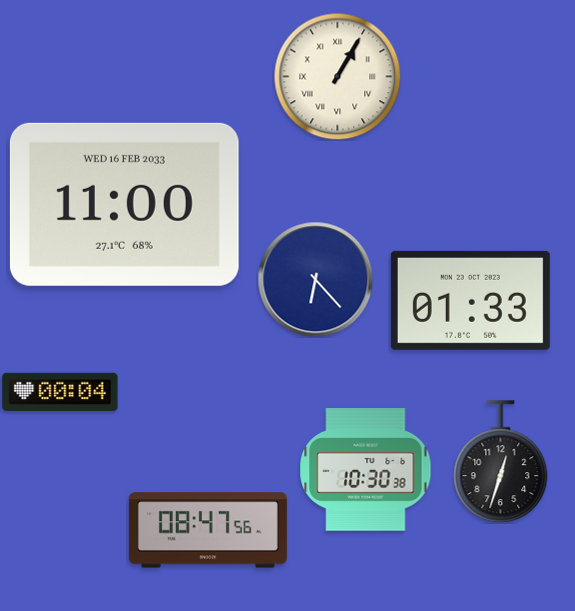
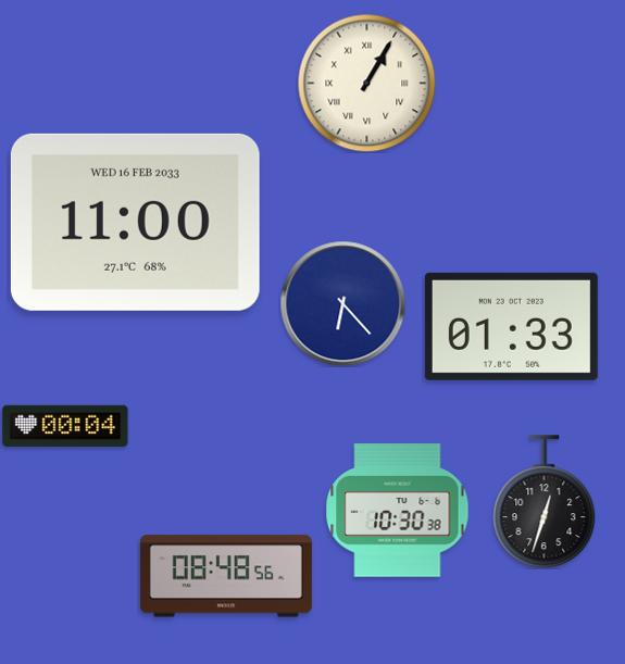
clock at (208, 530): 08:47 -> 08:48
